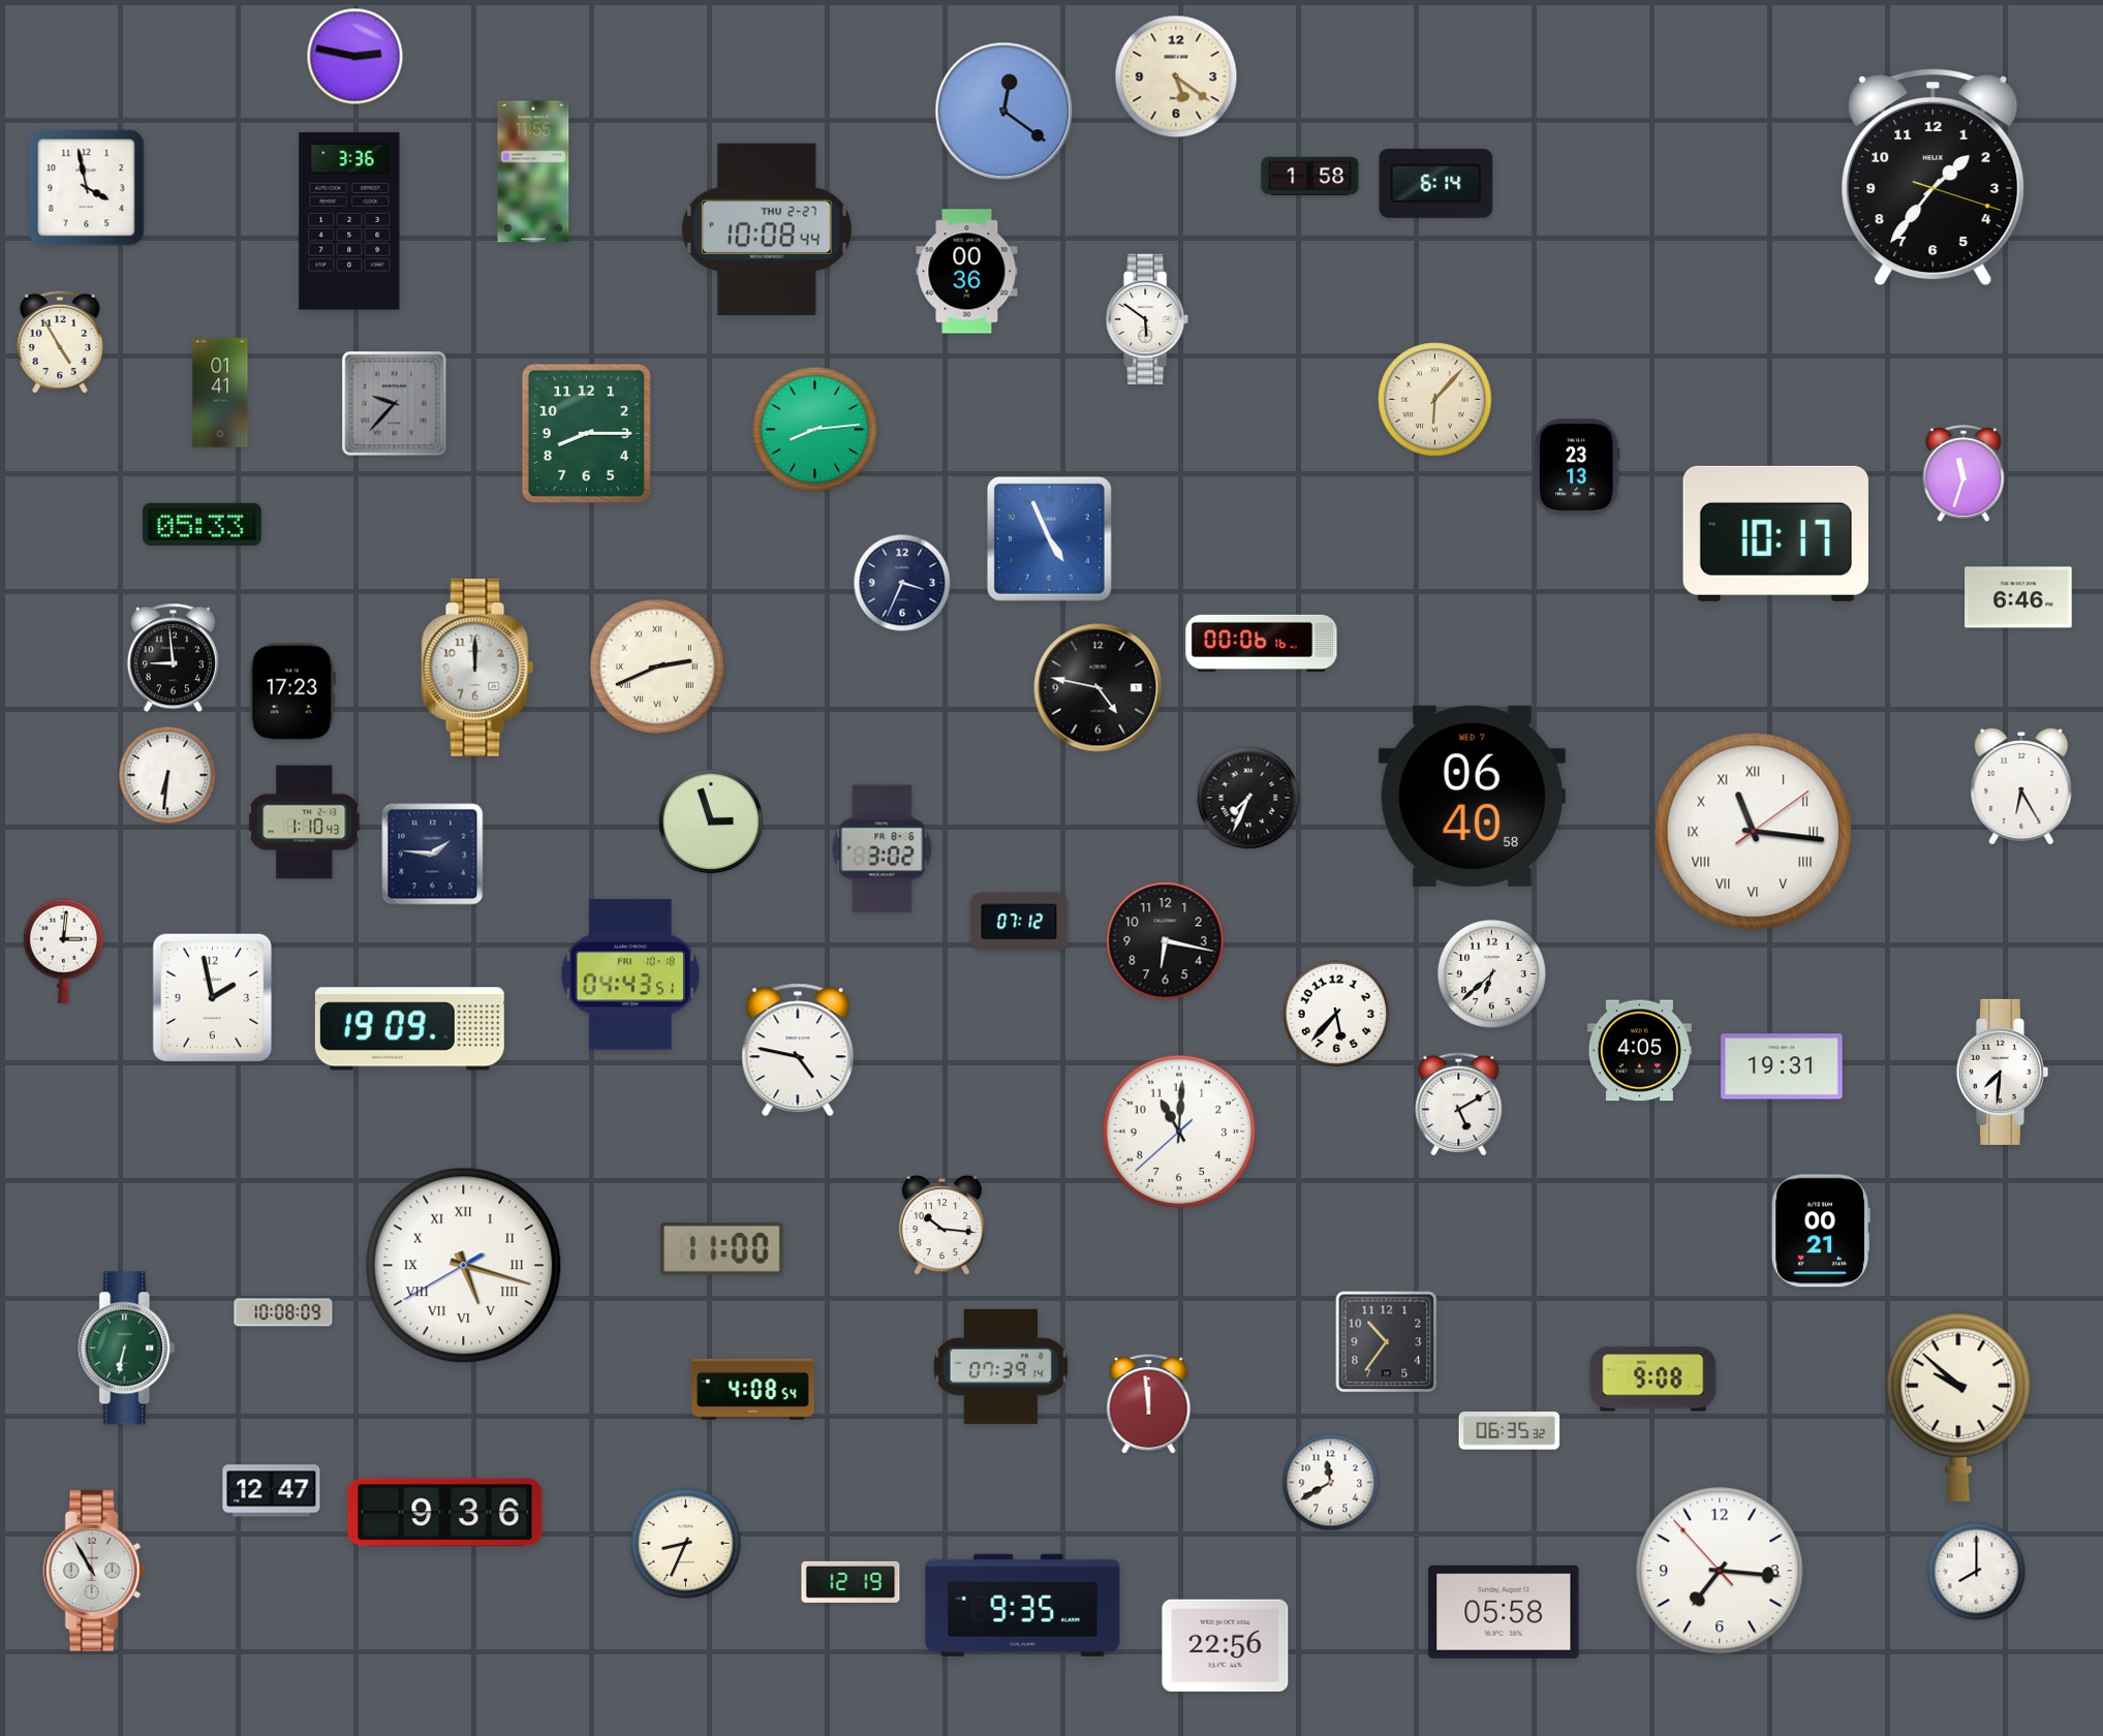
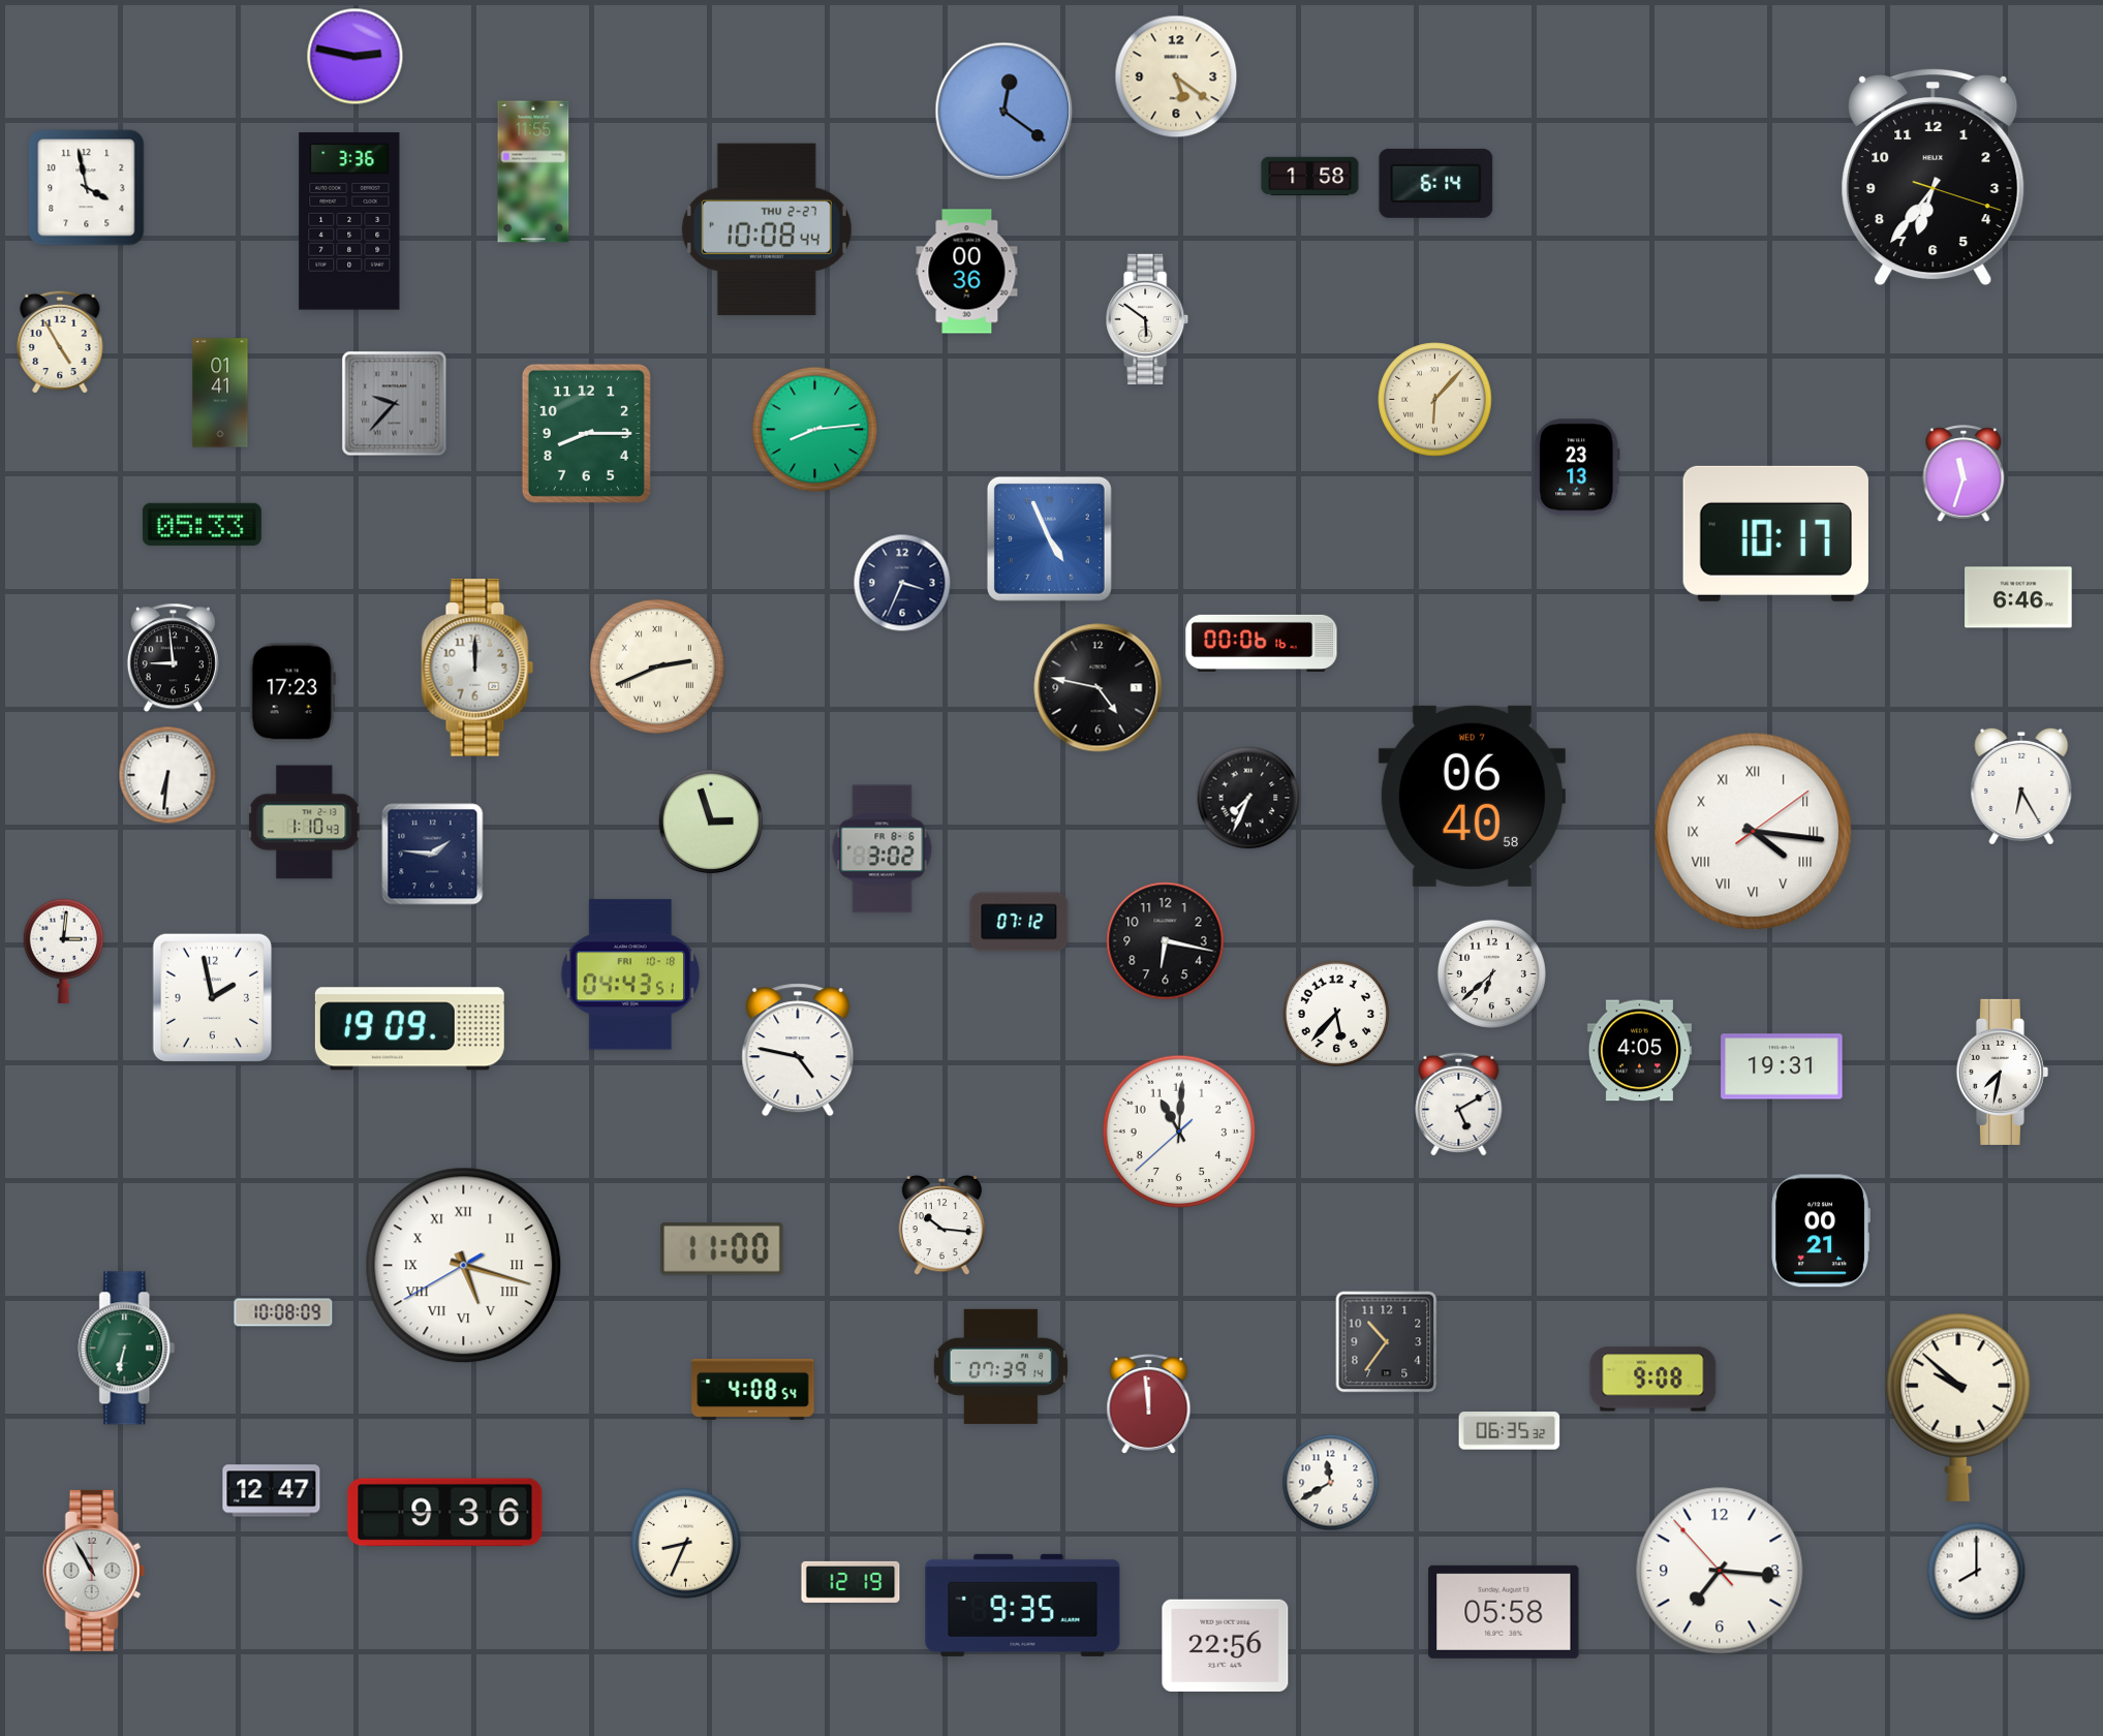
clock at (1934, 177): 1:36 -> 6:36
clock at (1754, 832): 11:16 -> 4:16
clock at (2002, 1072): 7:31 -> 7:32
